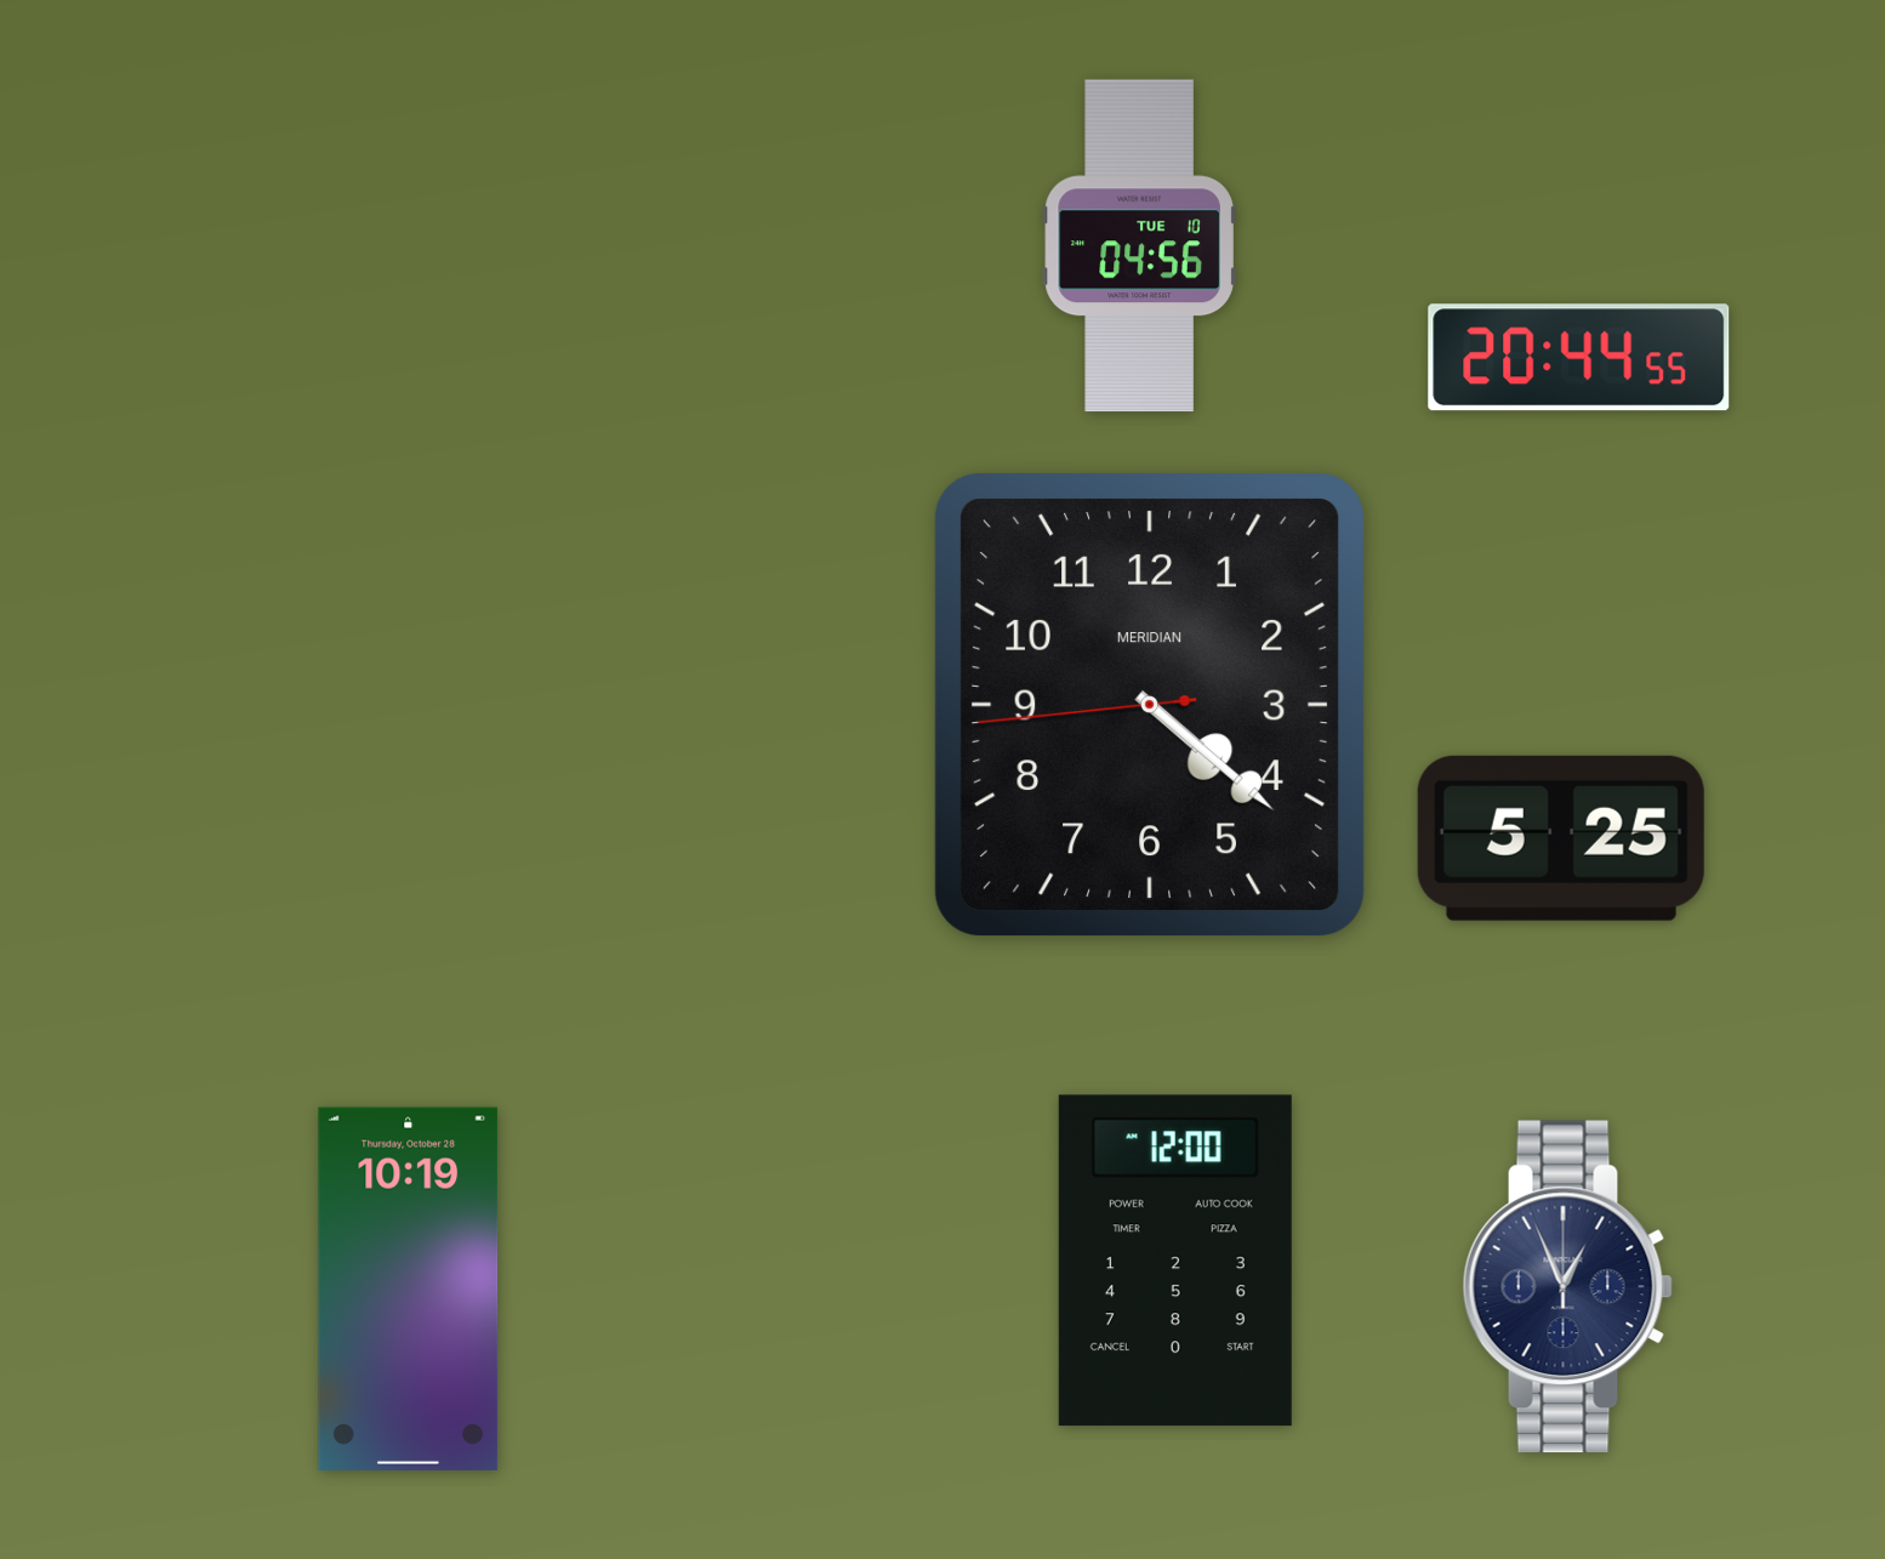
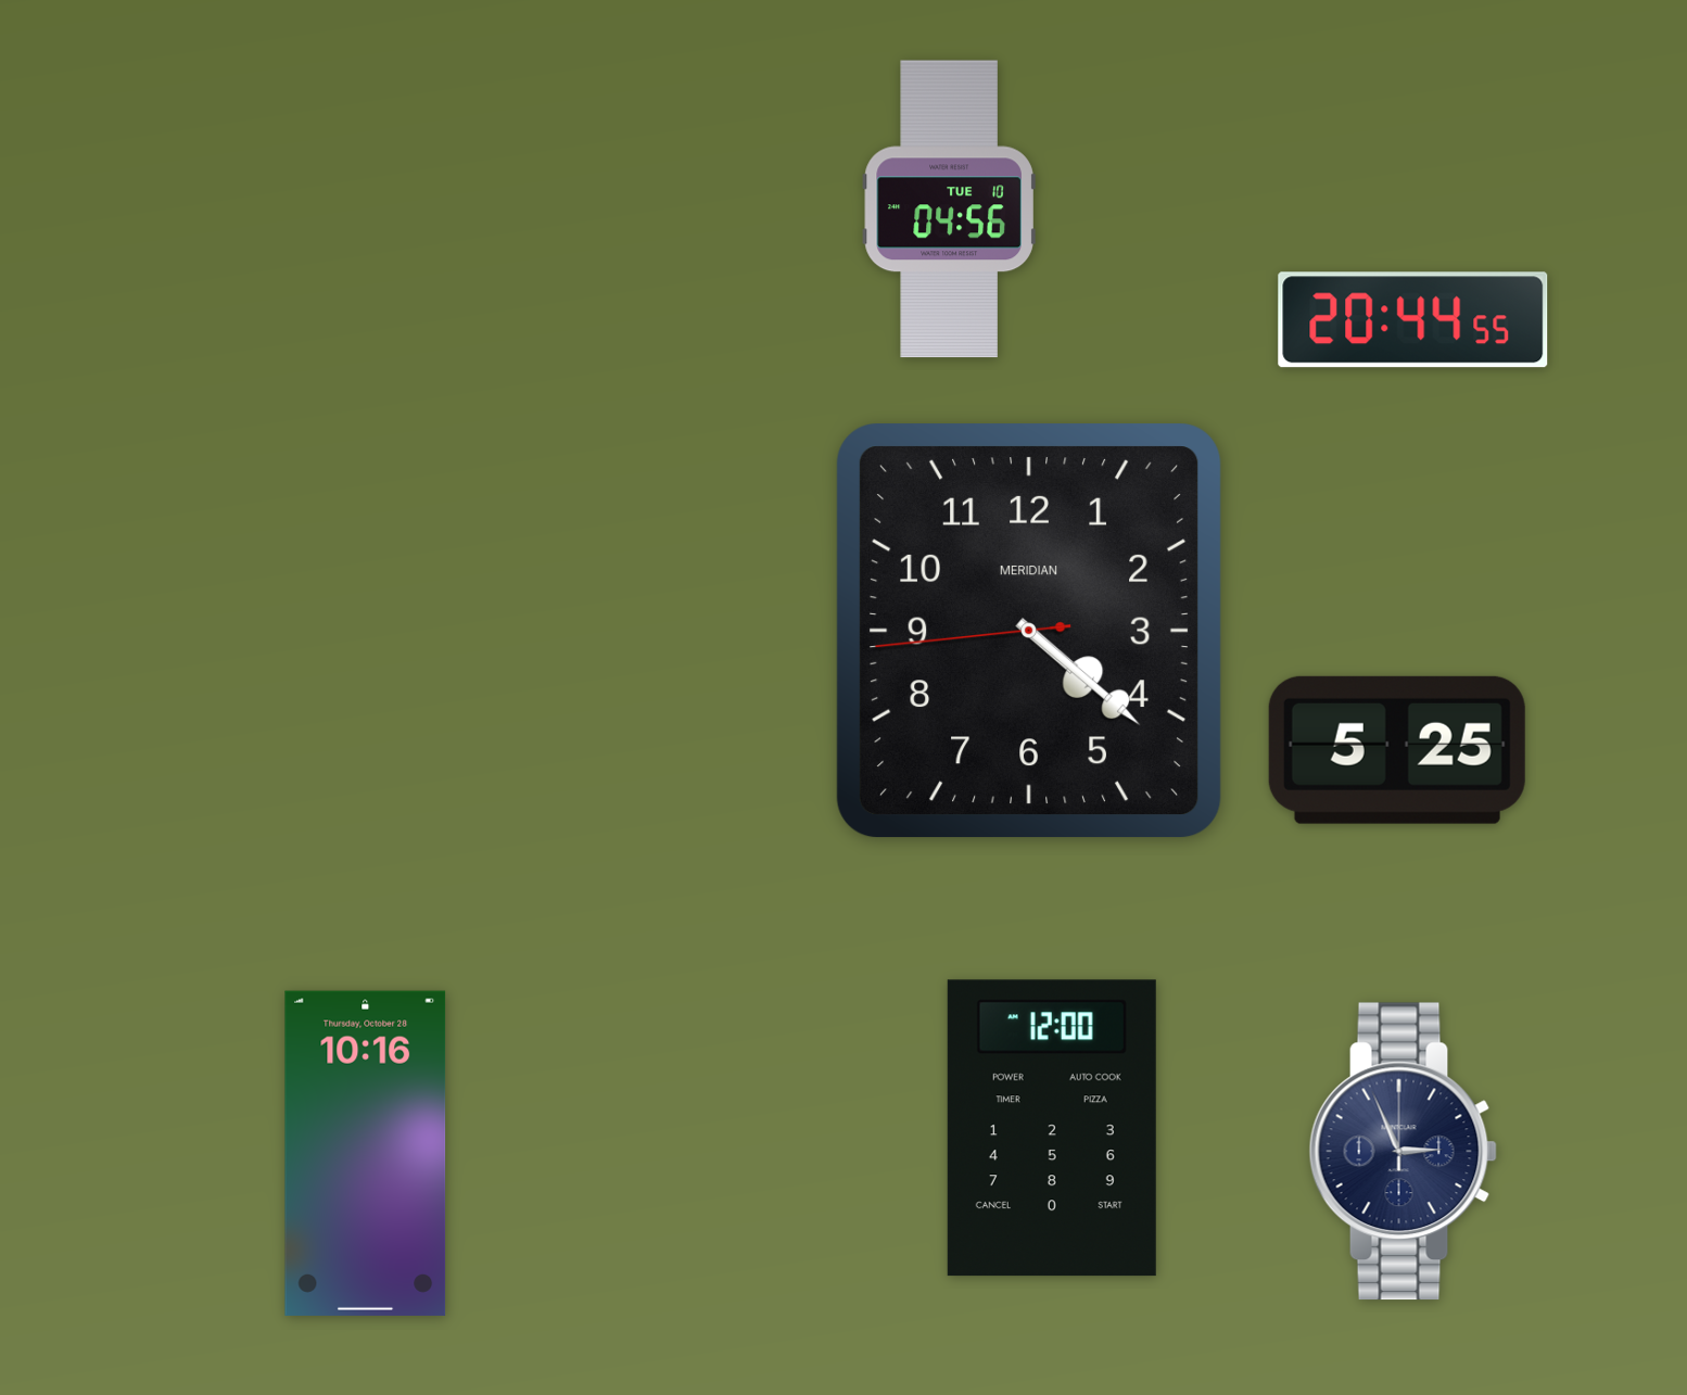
clock at (1139, 246) position: (1139, 246) -> (949, 210)
clock at (1567, 1287): 12:56 -> 2:56
clock at (409, 1288): 10:19 -> 10:16
